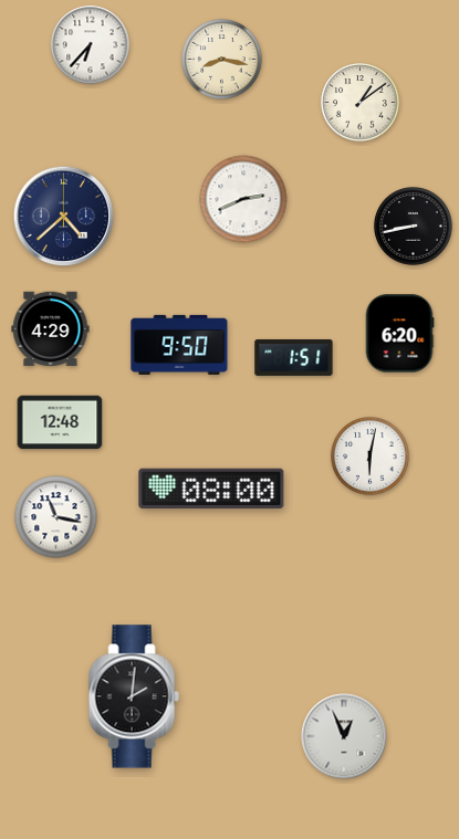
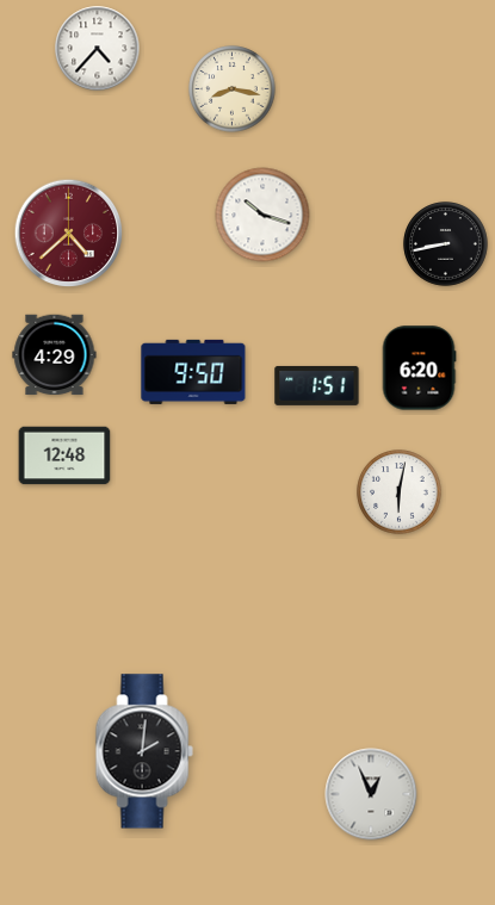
clock at (91, 45): 6:37 -> 4:37
clock at (222, 60) position: (222, 60) -> (233, 89)
clock at (361, 103): 1:09 -> none
clock at (243, 199): 2:41 -> 10:18
clock at (64, 217) dial: navy -> burgundy
clock at (399, 334) position: (399, 334) -> (419, 368)
clock at (211, 489): 08:00 -> none
clock at (56, 517): 11:17 -> none
